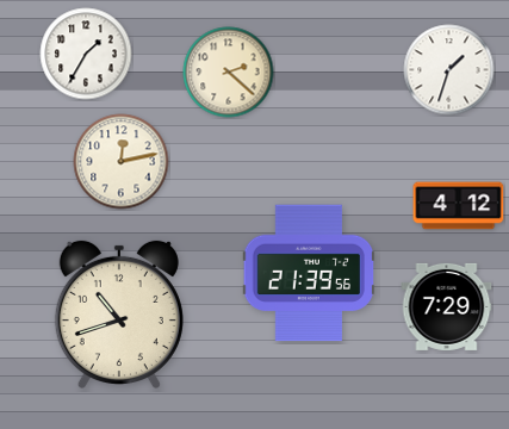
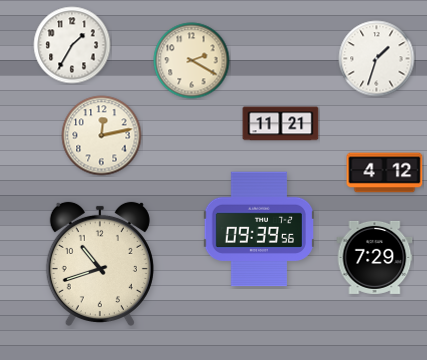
clock at (229, 73): 2:22 -> 2:20
clock at (281, 124): none -> 11:21
clock at (308, 273): 21:39 -> 09:39
